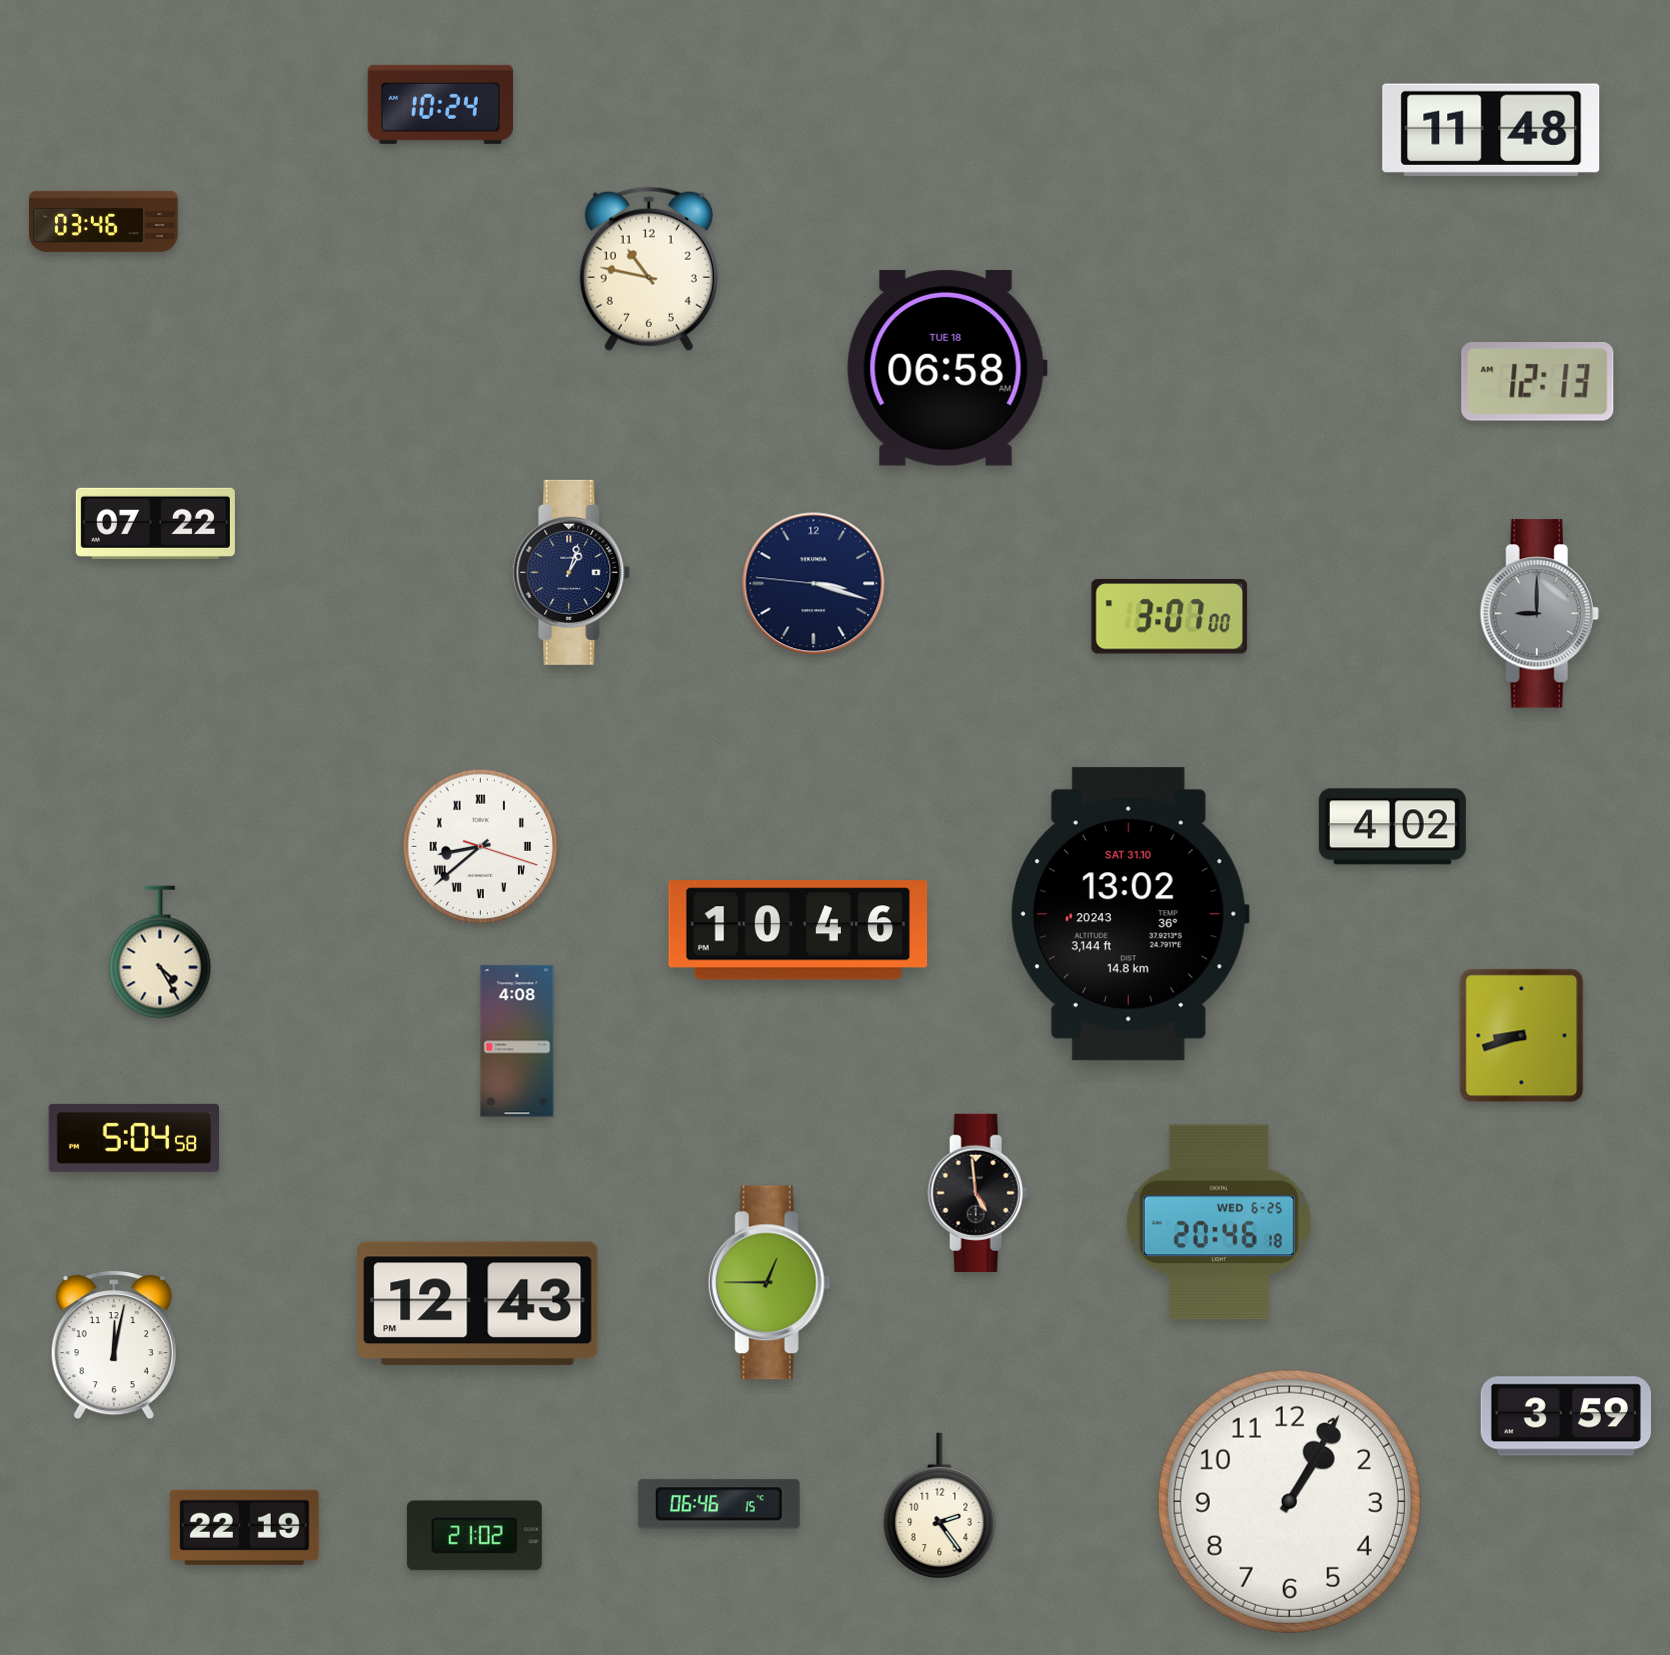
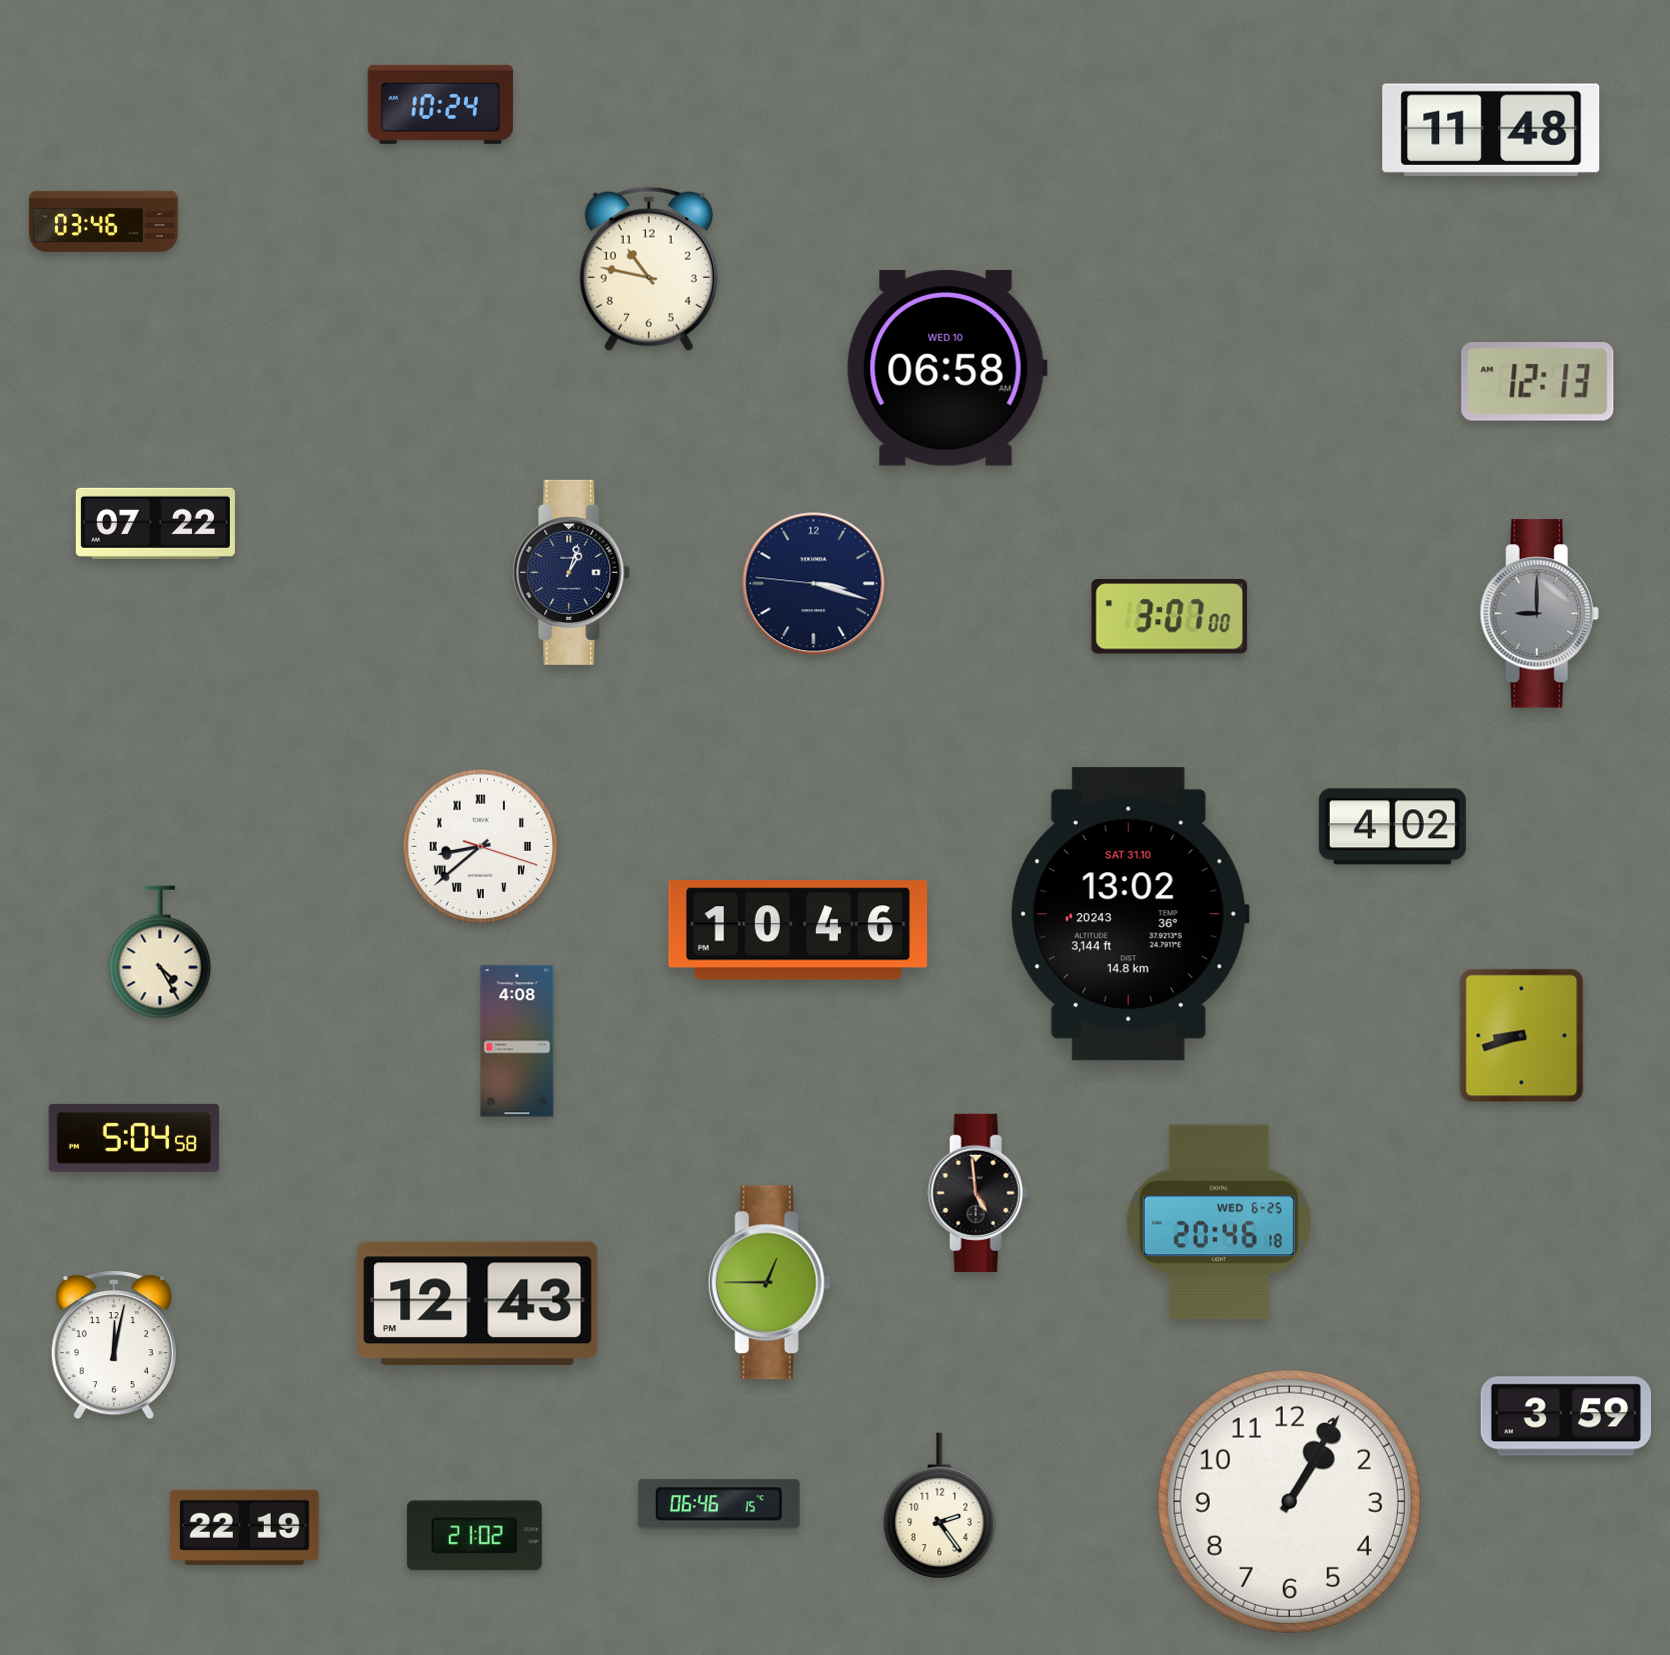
clock at (947, 368) date: TUE 18 -> WED 10
